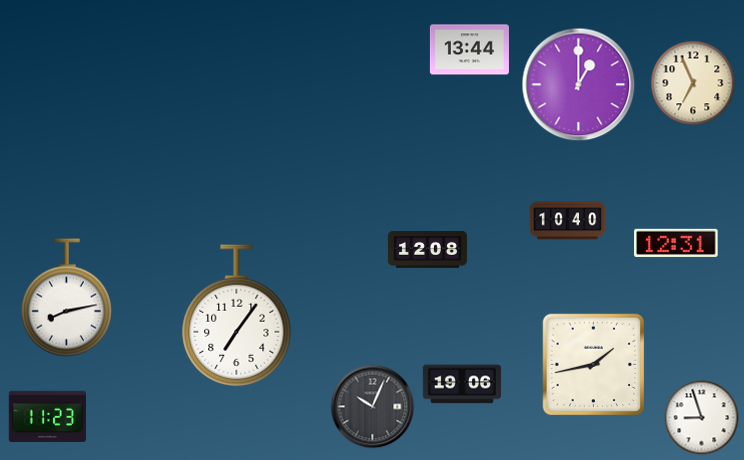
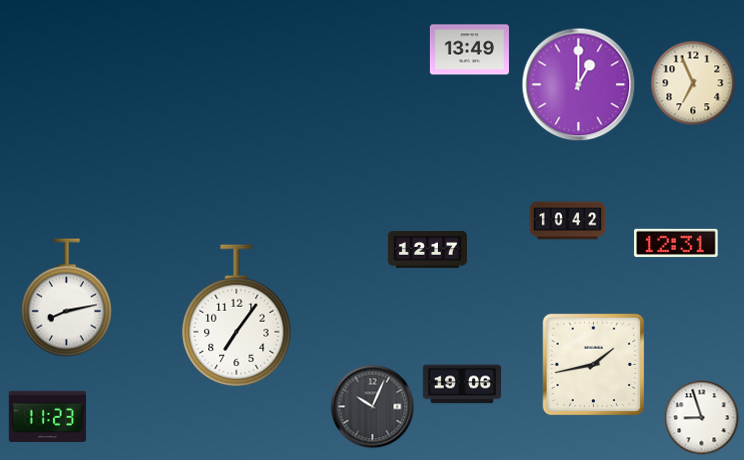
clock at (469, 50): 13:44 -> 13:49
clock at (568, 221): 10:40 -> 10:42
clock at (427, 250): 12:08 -> 12:17
